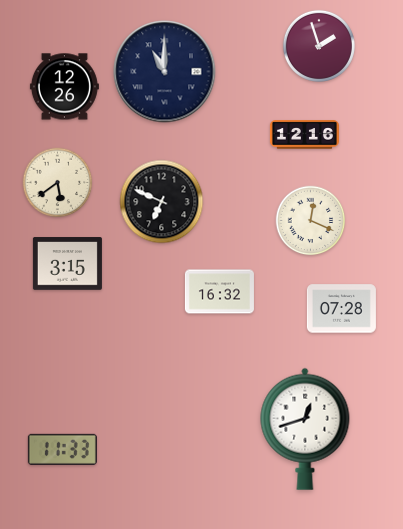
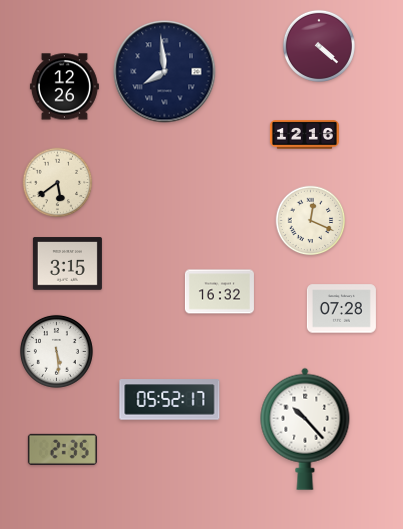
clock at (319, 46): 1:57 -> 4:22
clock at (165, 72): 11:00 -> 7:59
clock at (162, 202): 6:49 -> none
clock at (56, 351): none -> 5:29
clock at (170, 400): none -> 05:52
clock at (305, 429): 12:42 -> 10:23
clock at (62, 449): 11:33 -> 2:35
